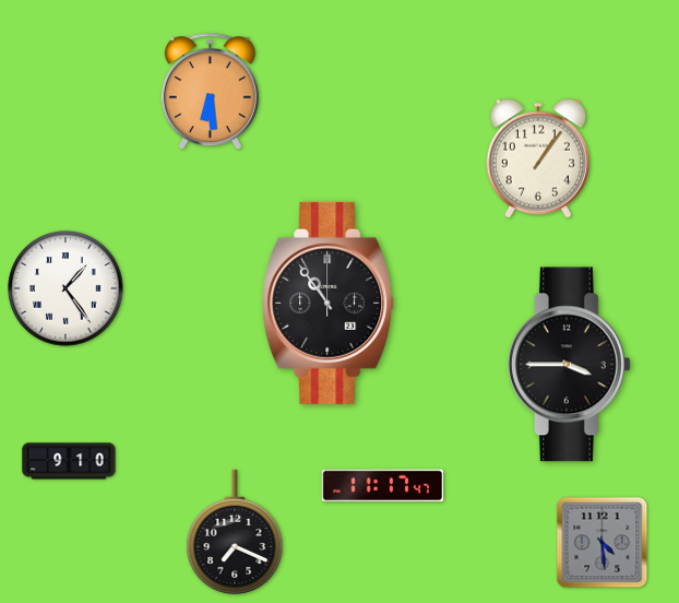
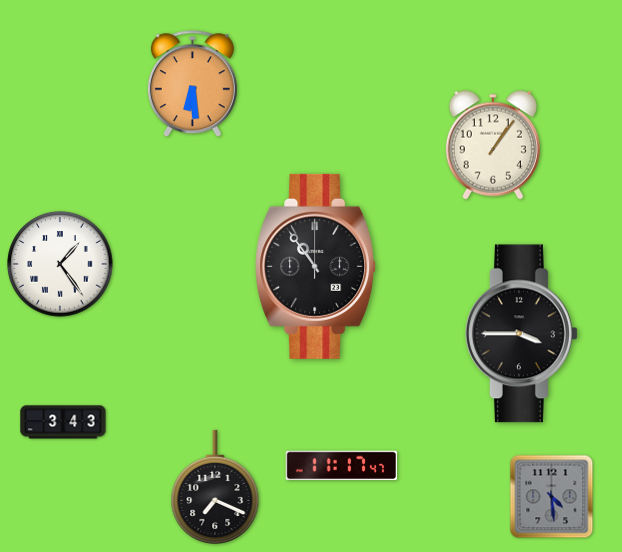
clock at (329, 303) position: (329, 303) -> (316, 266)
clock at (69, 461): 9:10 -> 3:43
clock at (383, 486) position: (383, 486) -> (342, 466)
